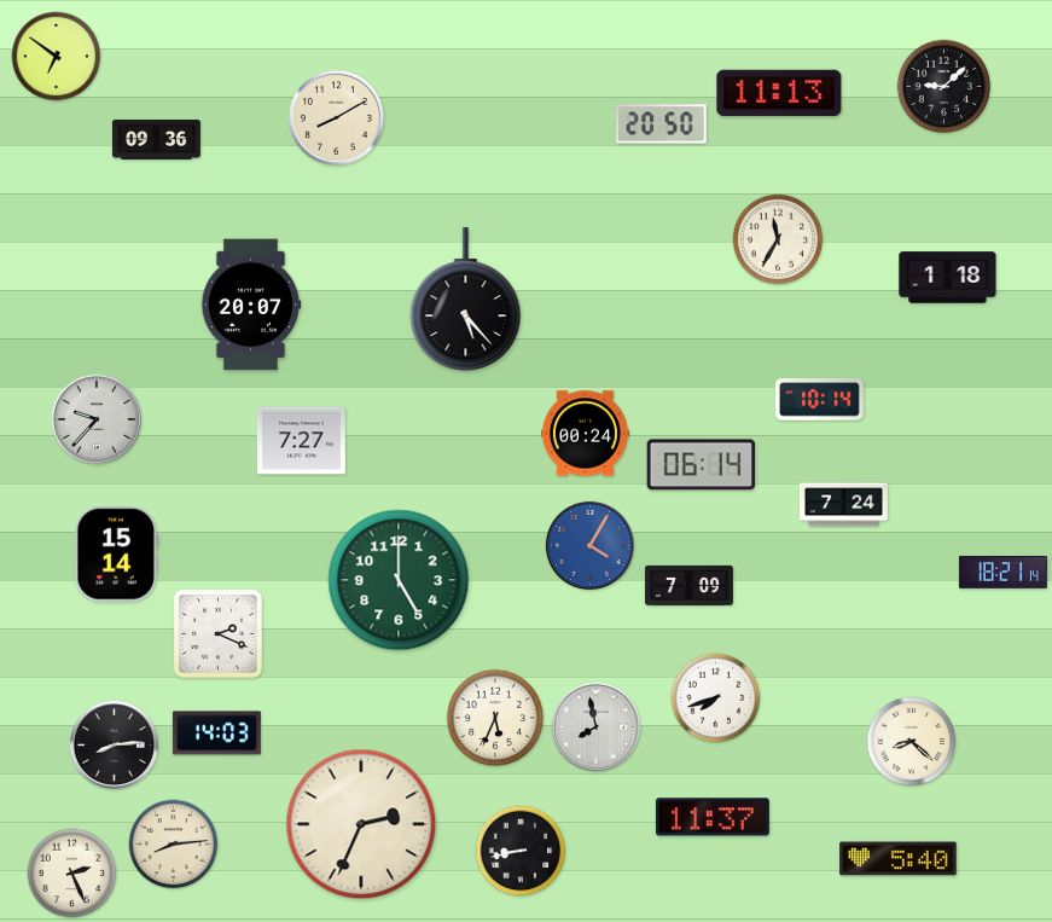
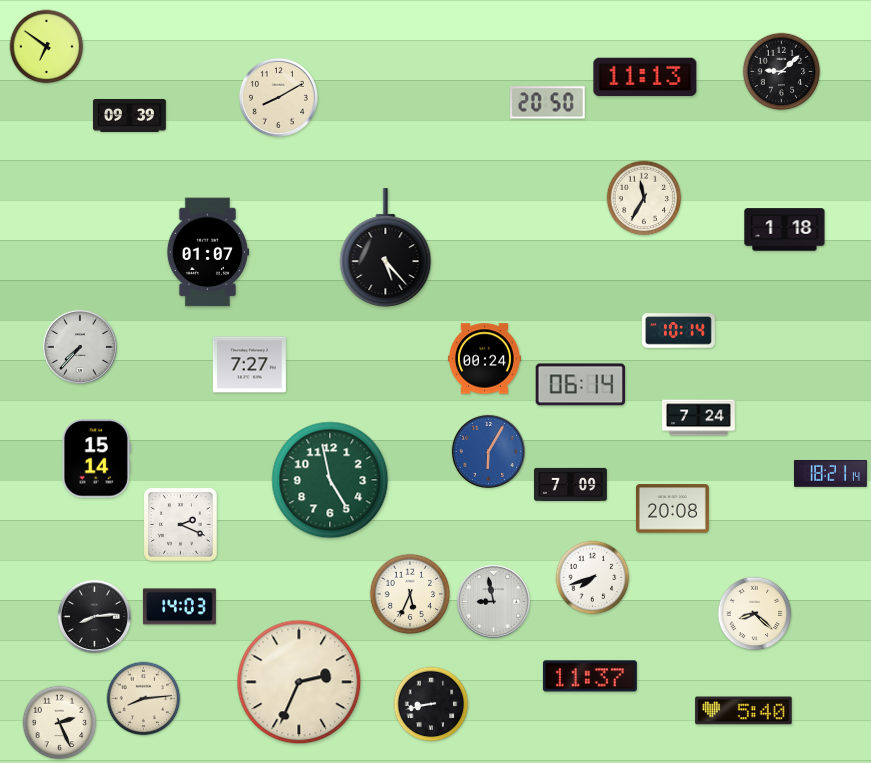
clock at (156, 139): 09:36 -> 09:39
clock at (251, 305): 20:07 -> 01:07
clock at (97, 419): 9:37 -> 7:37
clock at (589, 545): 4:05 -> 6:05
clock at (399, 580): 5:00 -> 4:58
clock at (672, 509): none -> 20:08
clock at (595, 726): 7:58 -> 8:58
